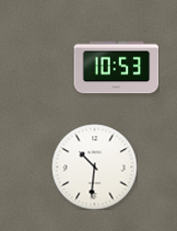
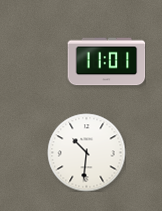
clock at (116, 68): 10:53 -> 11:01
